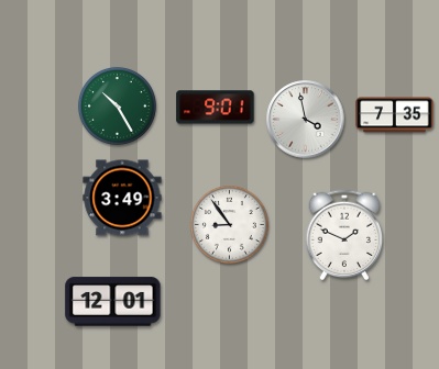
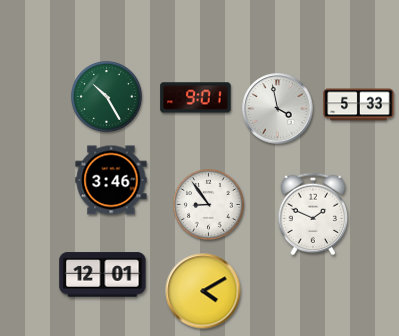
clock at (395, 115): 7:35 -> 5:33
clock at (122, 198): 3:49 -> 3:46
clock at (203, 291): none -> 4:10
